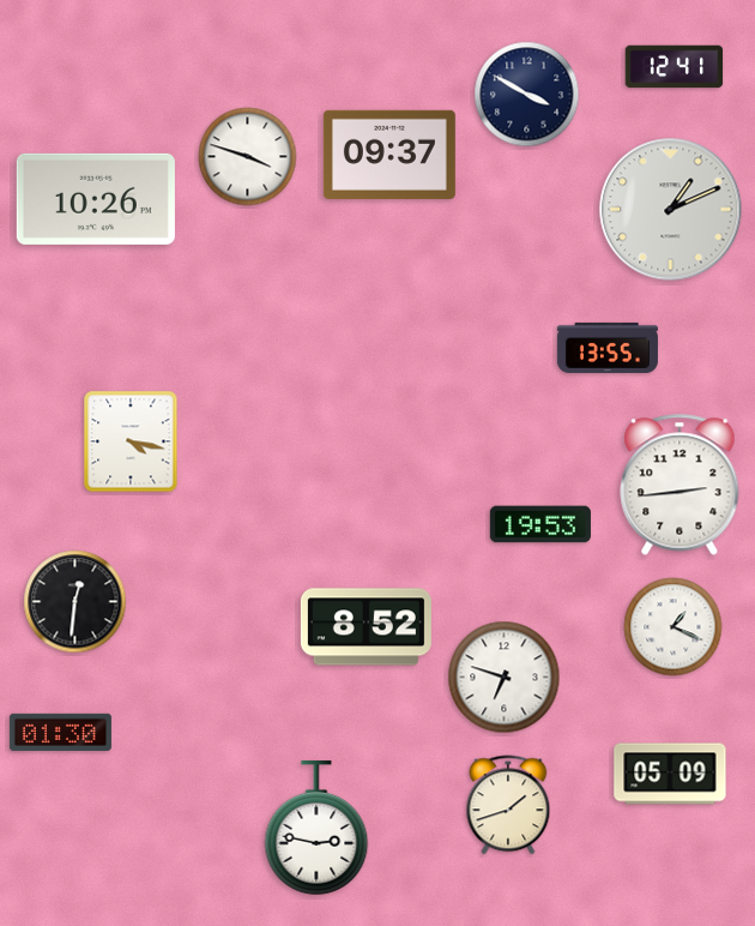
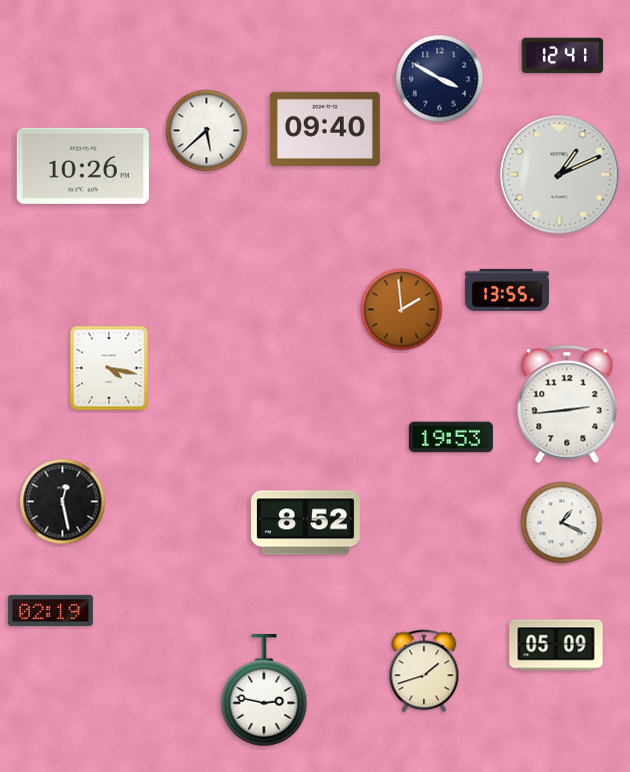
clock at (389, 155): 09:37 -> 09:40
clock at (248, 157): 3:48 -> 5:38
clock at (96, 199) position: (96, 199) -> (83, 166)
clock at (402, 310): none -> 1:59
clock at (75, 602): 12:31 -> 12:28
clock at (505, 678): 6:48 -> none
clock at (60, 732): 01:30 -> 02:19
clock at (670, 774) position: (670, 774) -> (556, 645)
